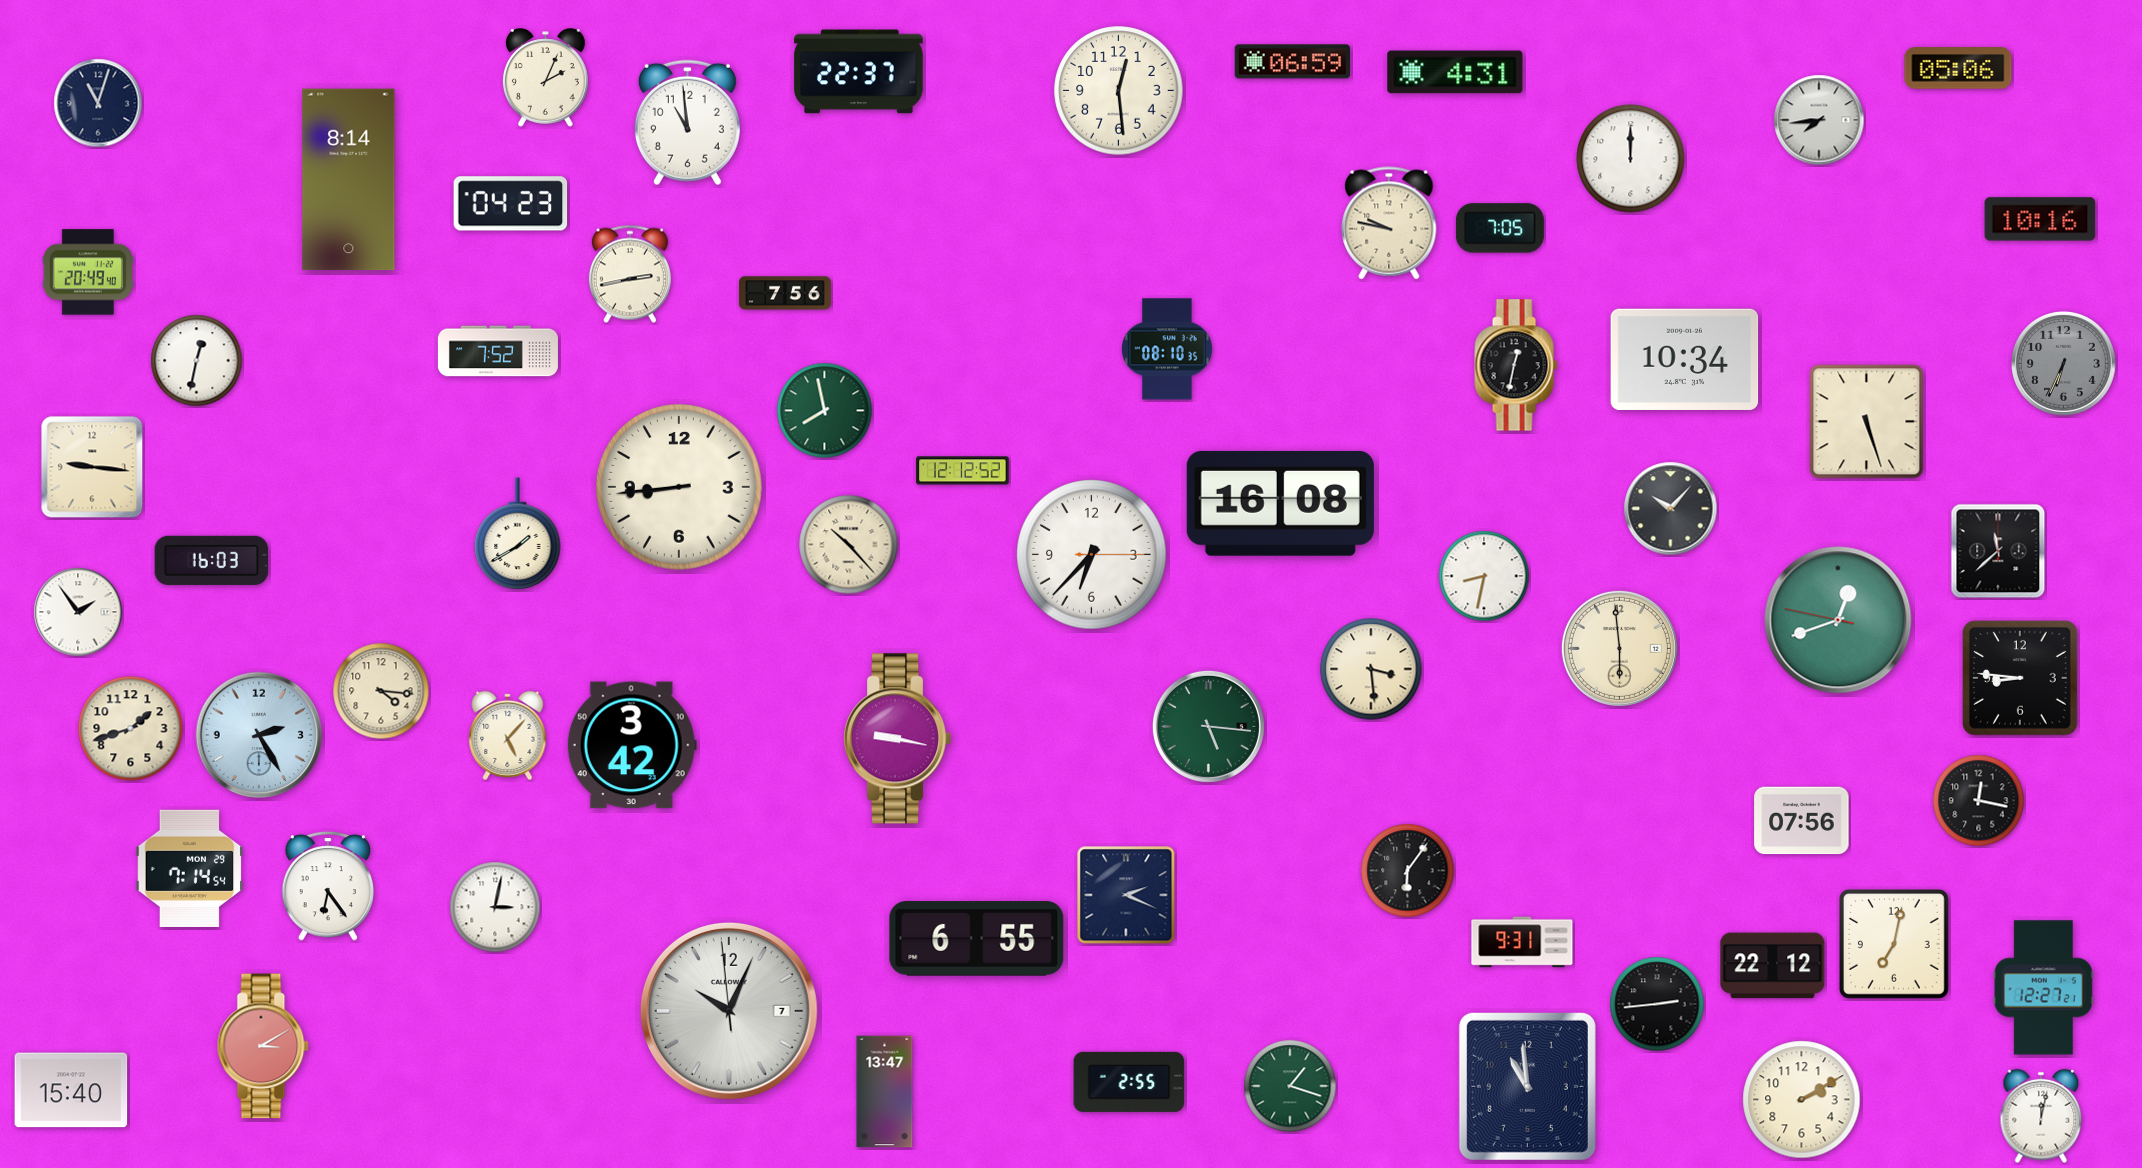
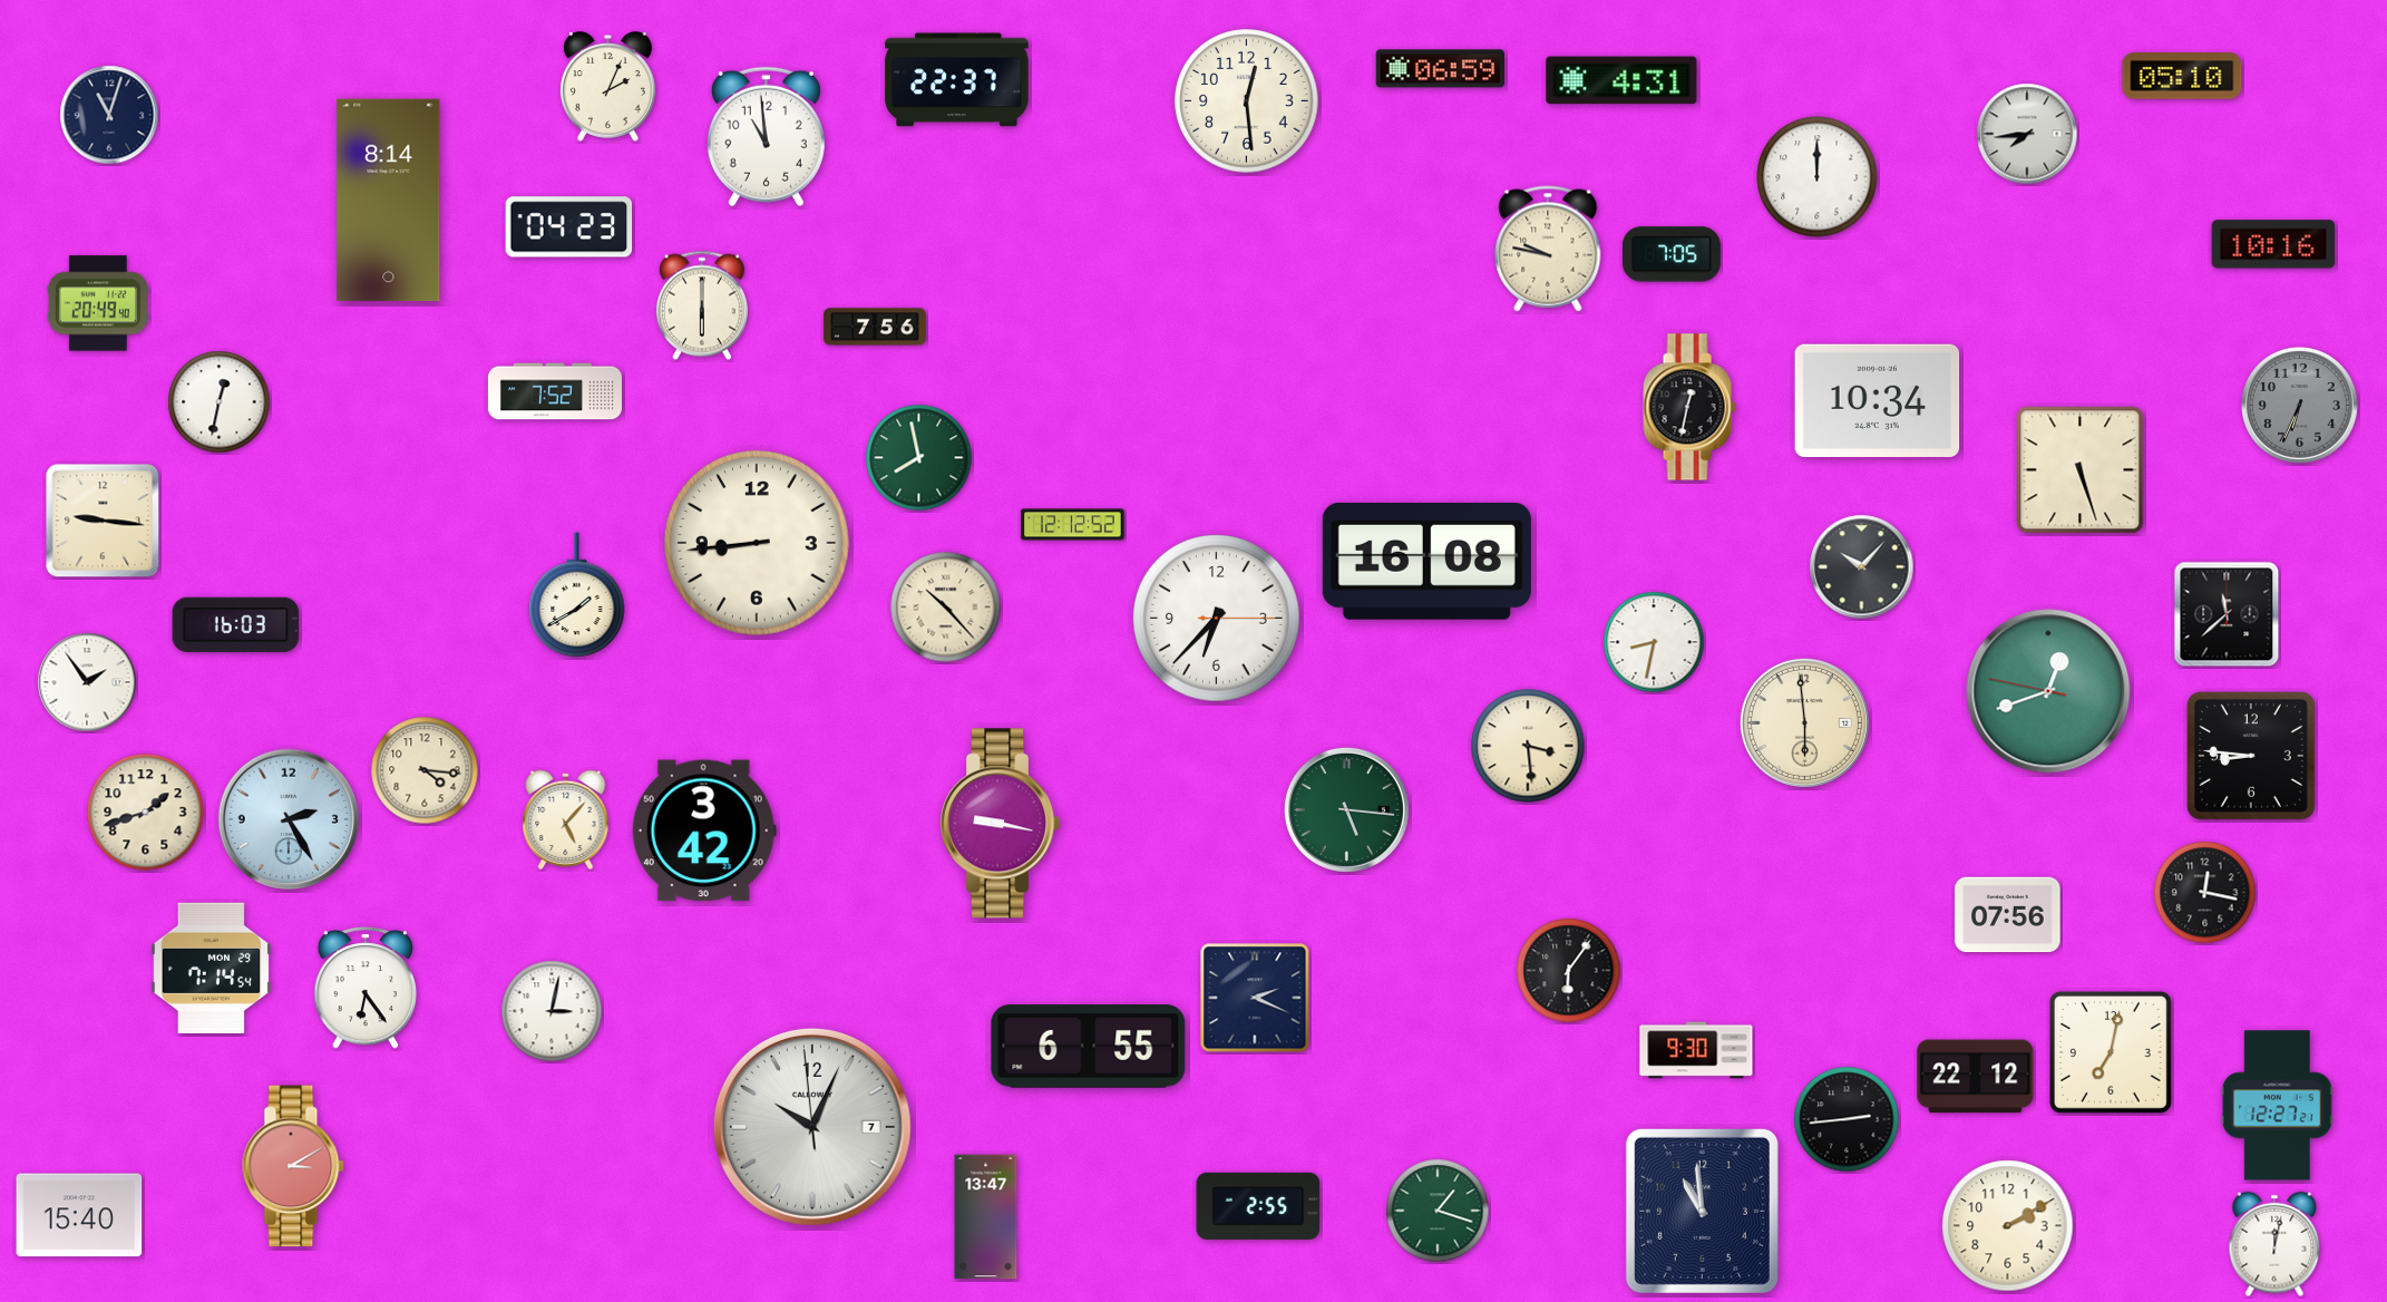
clock at (1958, 68): 05:06 -> 05:10
clock at (630, 274): 2:43 -> 6:00
clock at (1167, 349): 08:10 -> none
clock at (1522, 942): 9:31 -> 9:30
clock at (2043, 988) position: (2043, 988) -> (2277, 1106)
